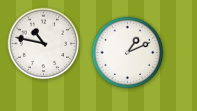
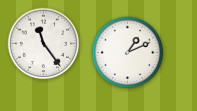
clock at (44, 44): 10:47 -> 11:24
